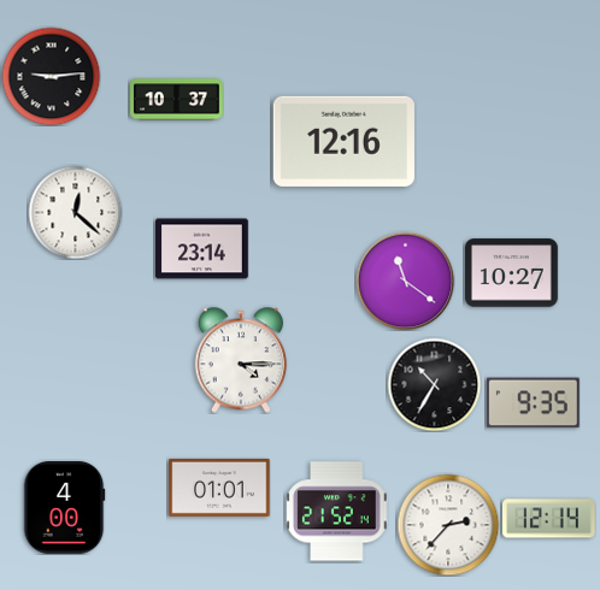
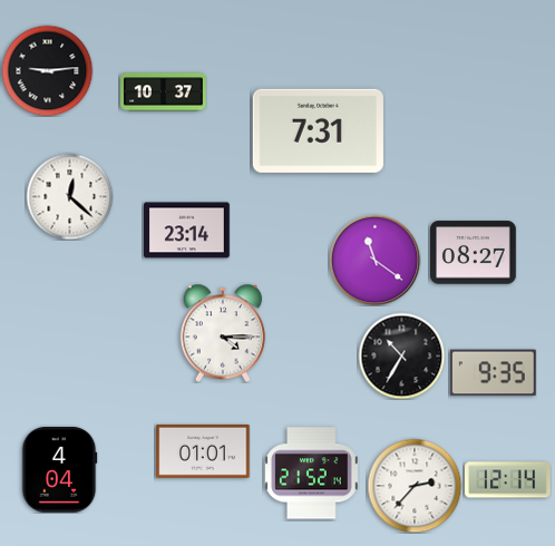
clock at (343, 141): 12:16 -> 7:31
clock at (512, 273): 10:27 -> 08:27
clock at (64, 508): 4:00 -> 4:04
